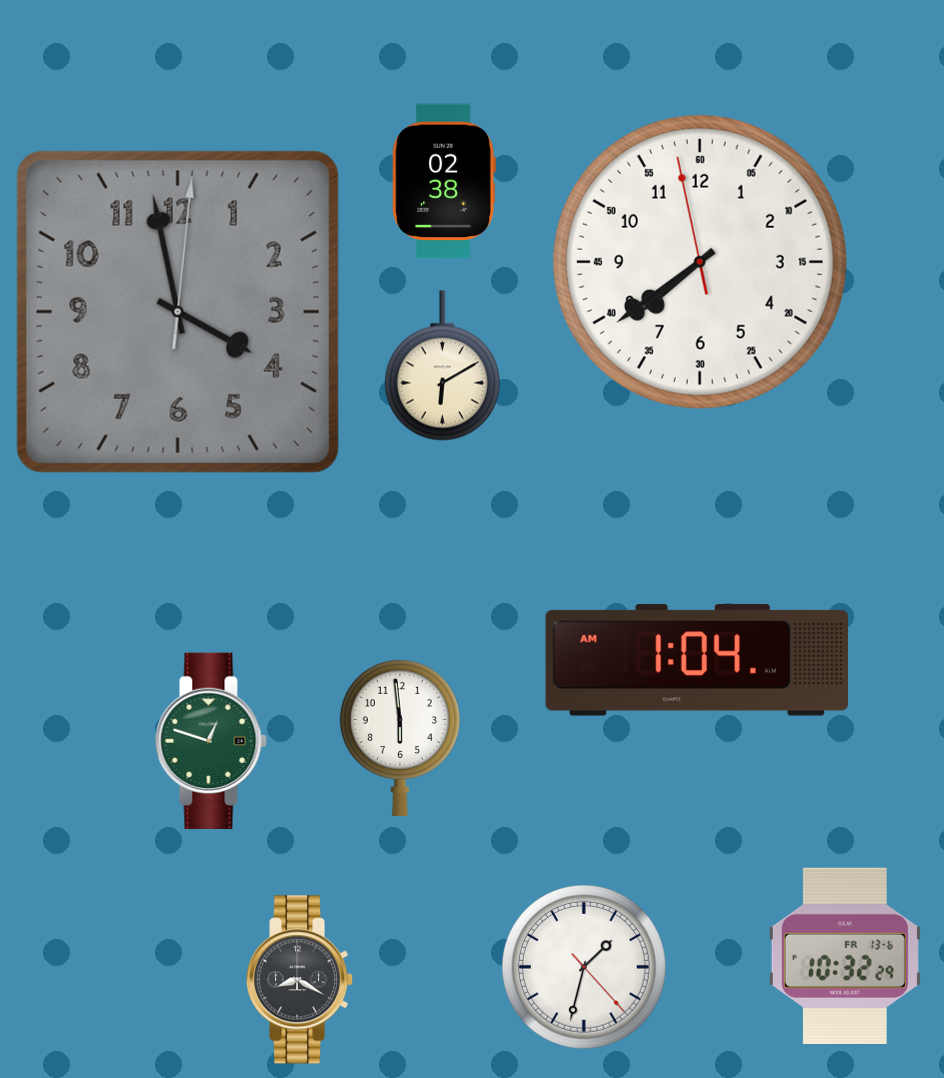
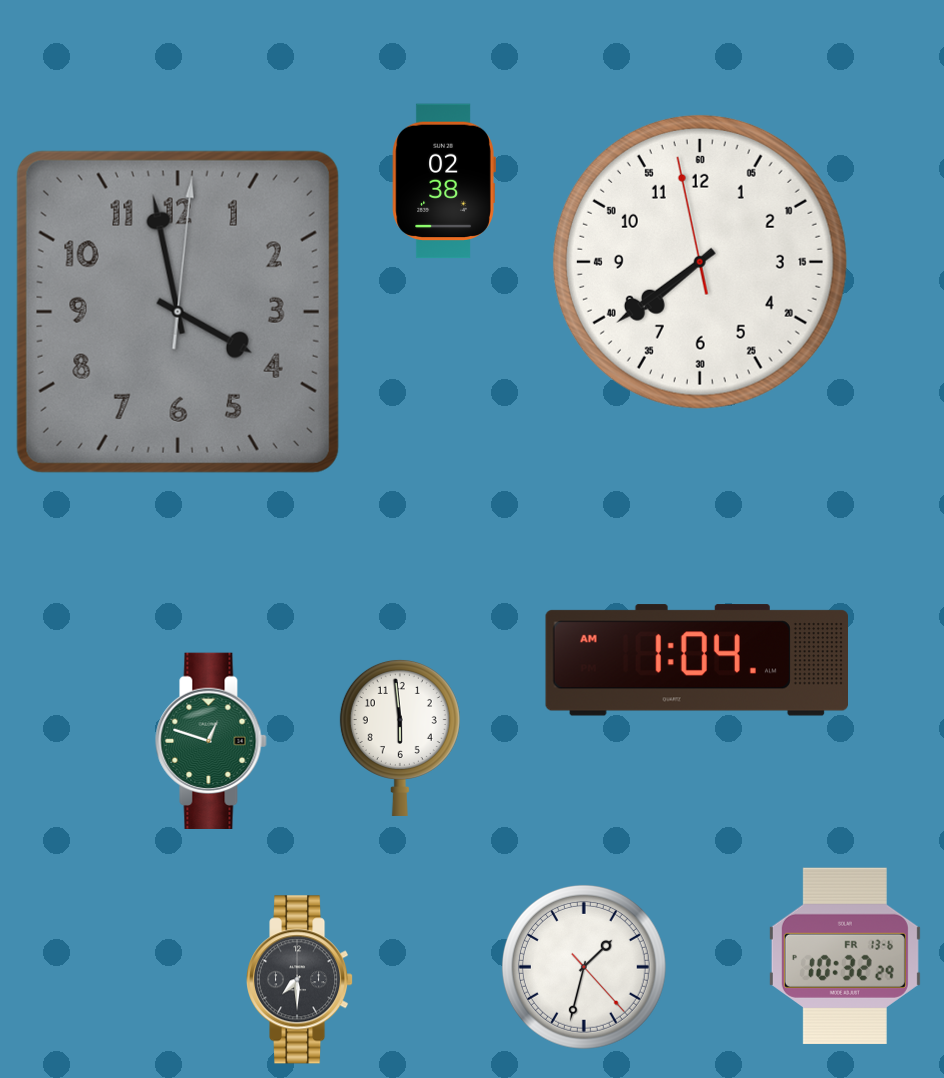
clock at (442, 366): 6:10 -> none
clock at (301, 980): 8:20 -> 7:30
